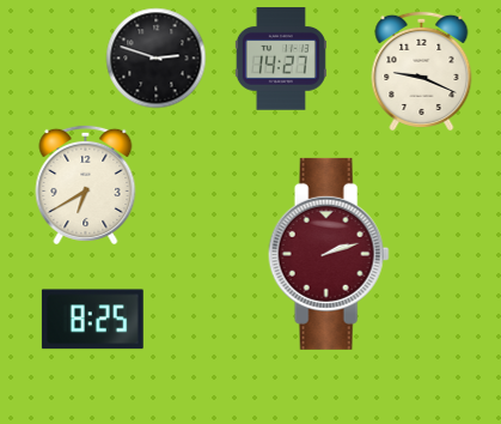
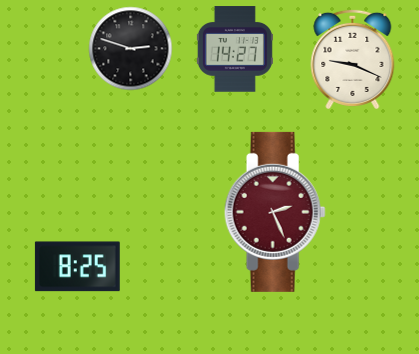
clock at (86, 184): 6:40 -> none
clock at (329, 254): 2:12 -> 2:26
